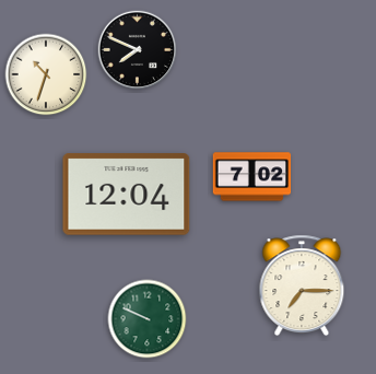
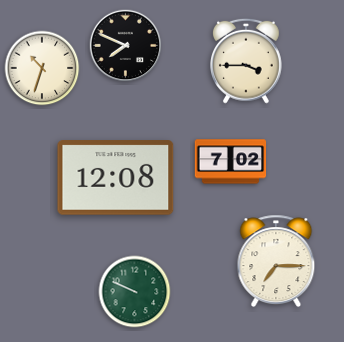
clock at (247, 61): none -> 3:45
clock at (127, 195): 12:04 -> 12:08
